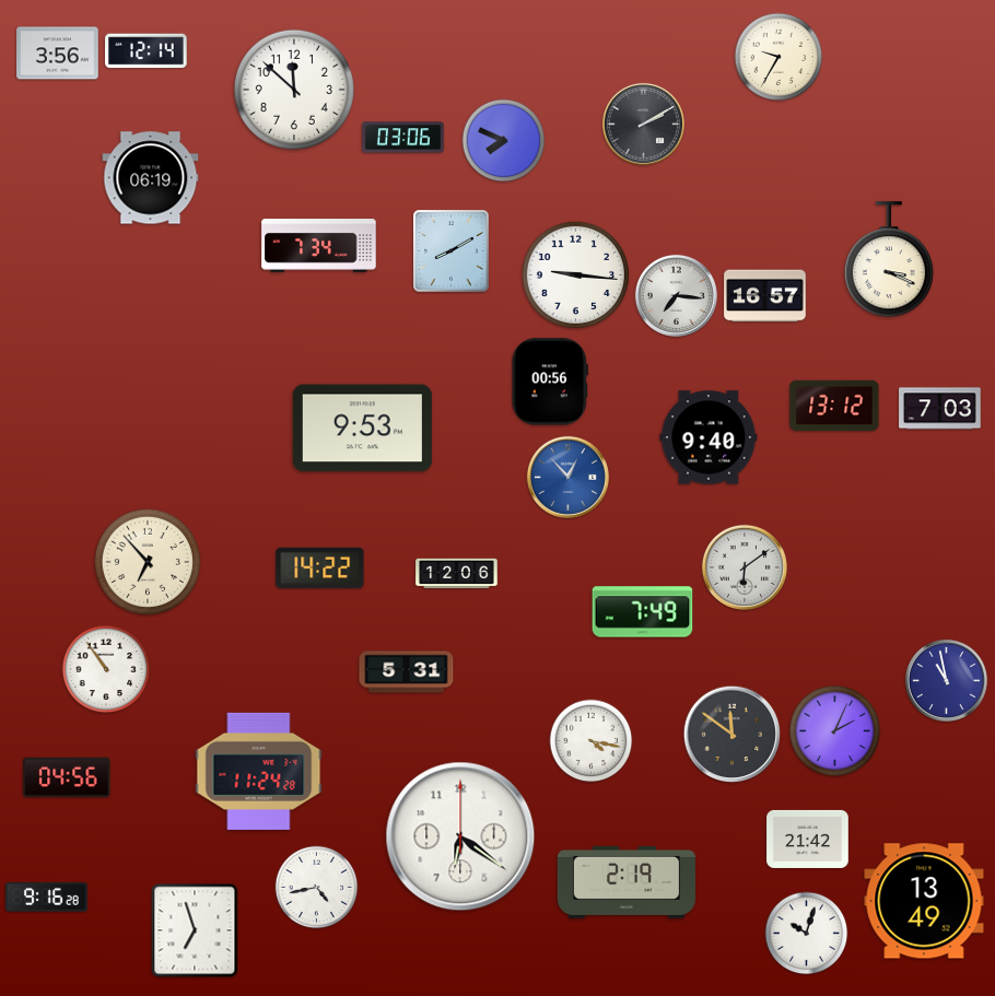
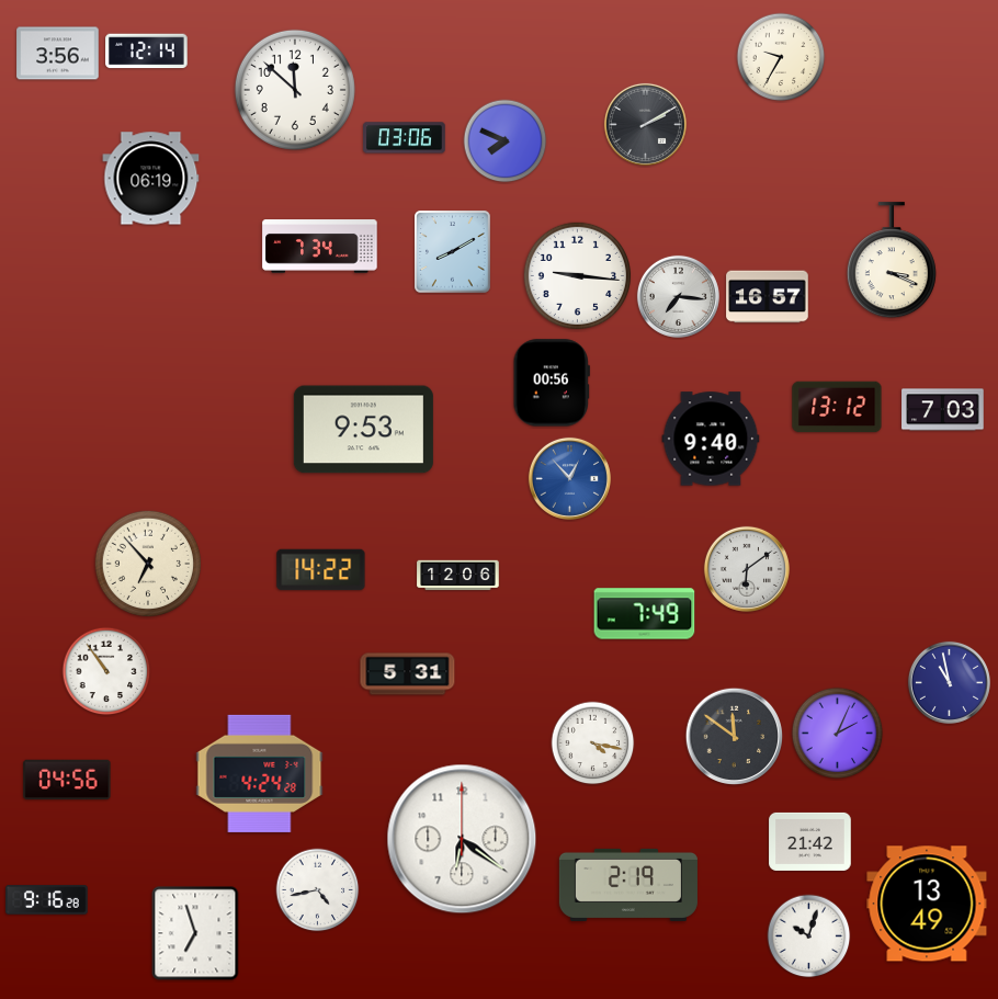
clock at (259, 771): 11:24 -> 4:24
